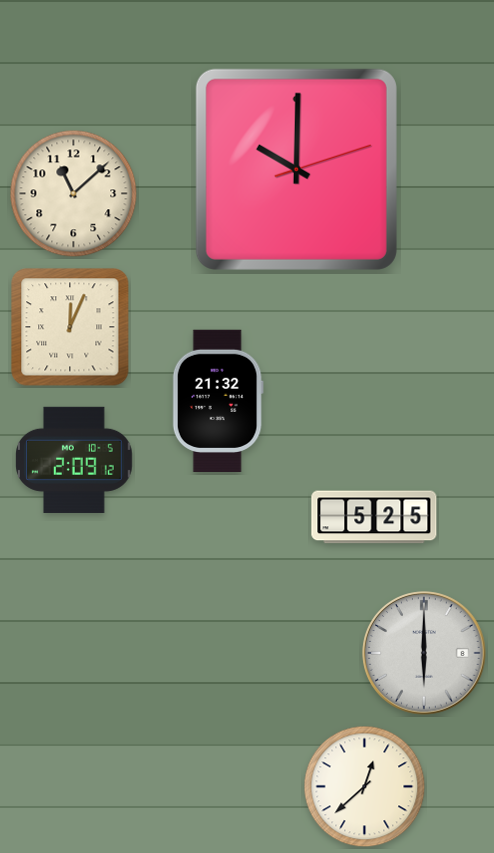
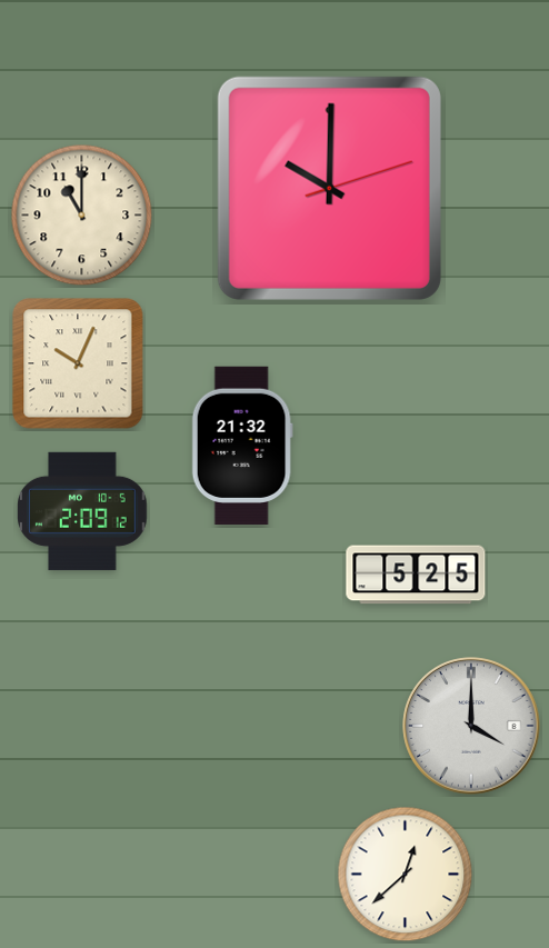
clock at (74, 194): 11:08 -> 11:00
clock at (70, 327): 12:04 -> 10:04
clock at (424, 653): 6:00 -> 4:00
